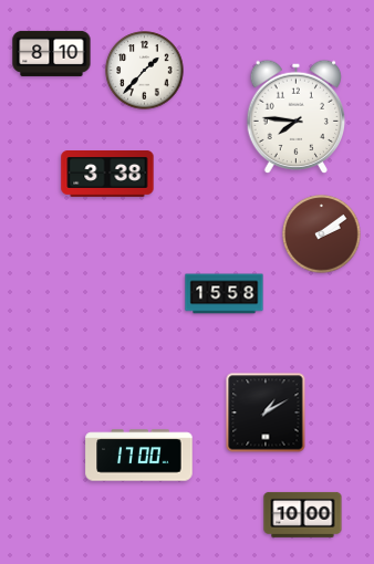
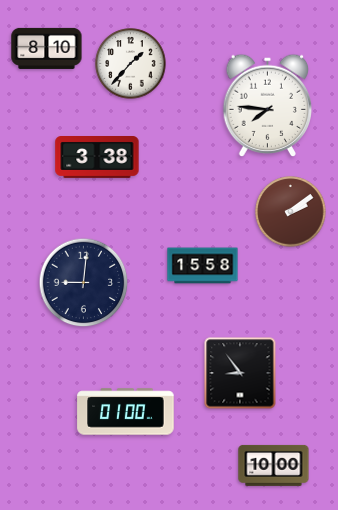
clock at (84, 283): none -> 9:01
clock at (266, 412): 1:10 -> 8:54
clock at (139, 456): 17:00 -> 01:00
